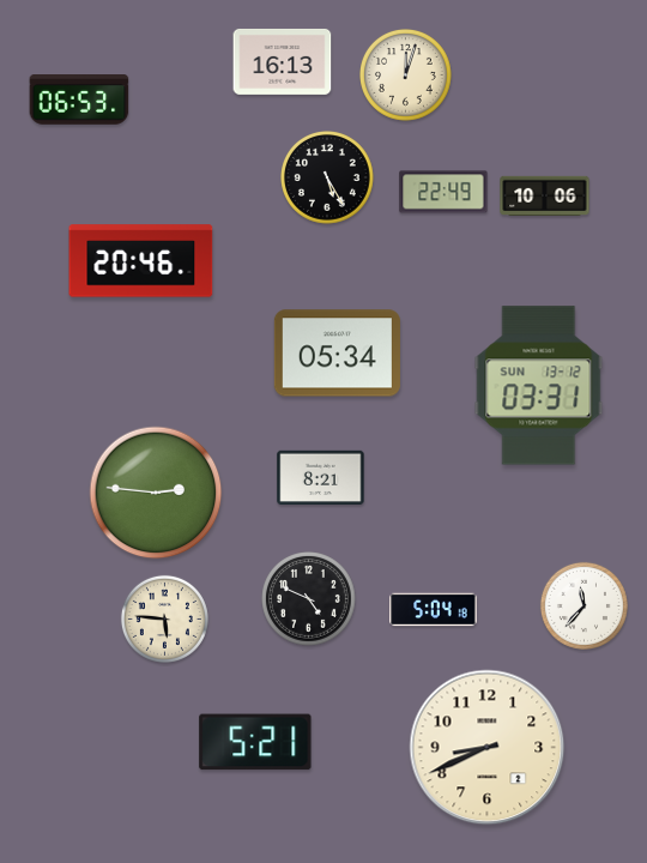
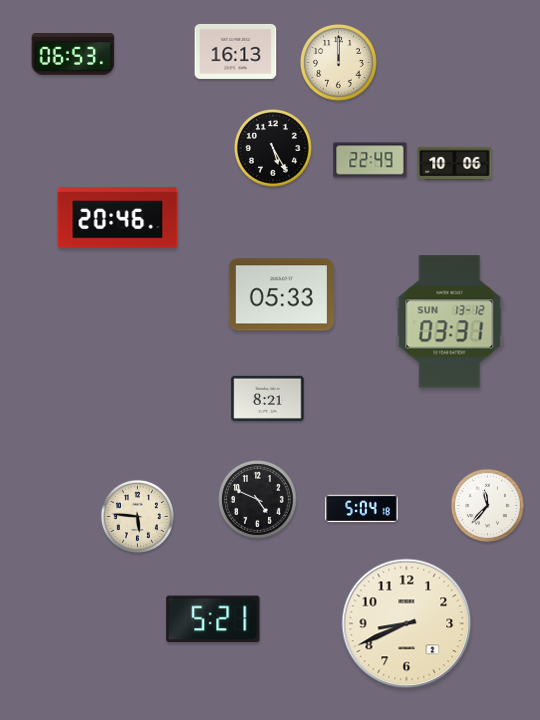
clock at (406, 76): 12:03 -> 12:00
clock at (79, 101) position: (79, 101) -> (73, 55)
clock at (337, 354): 05:34 -> 05:33
clock at (156, 493): 2:46 -> none
